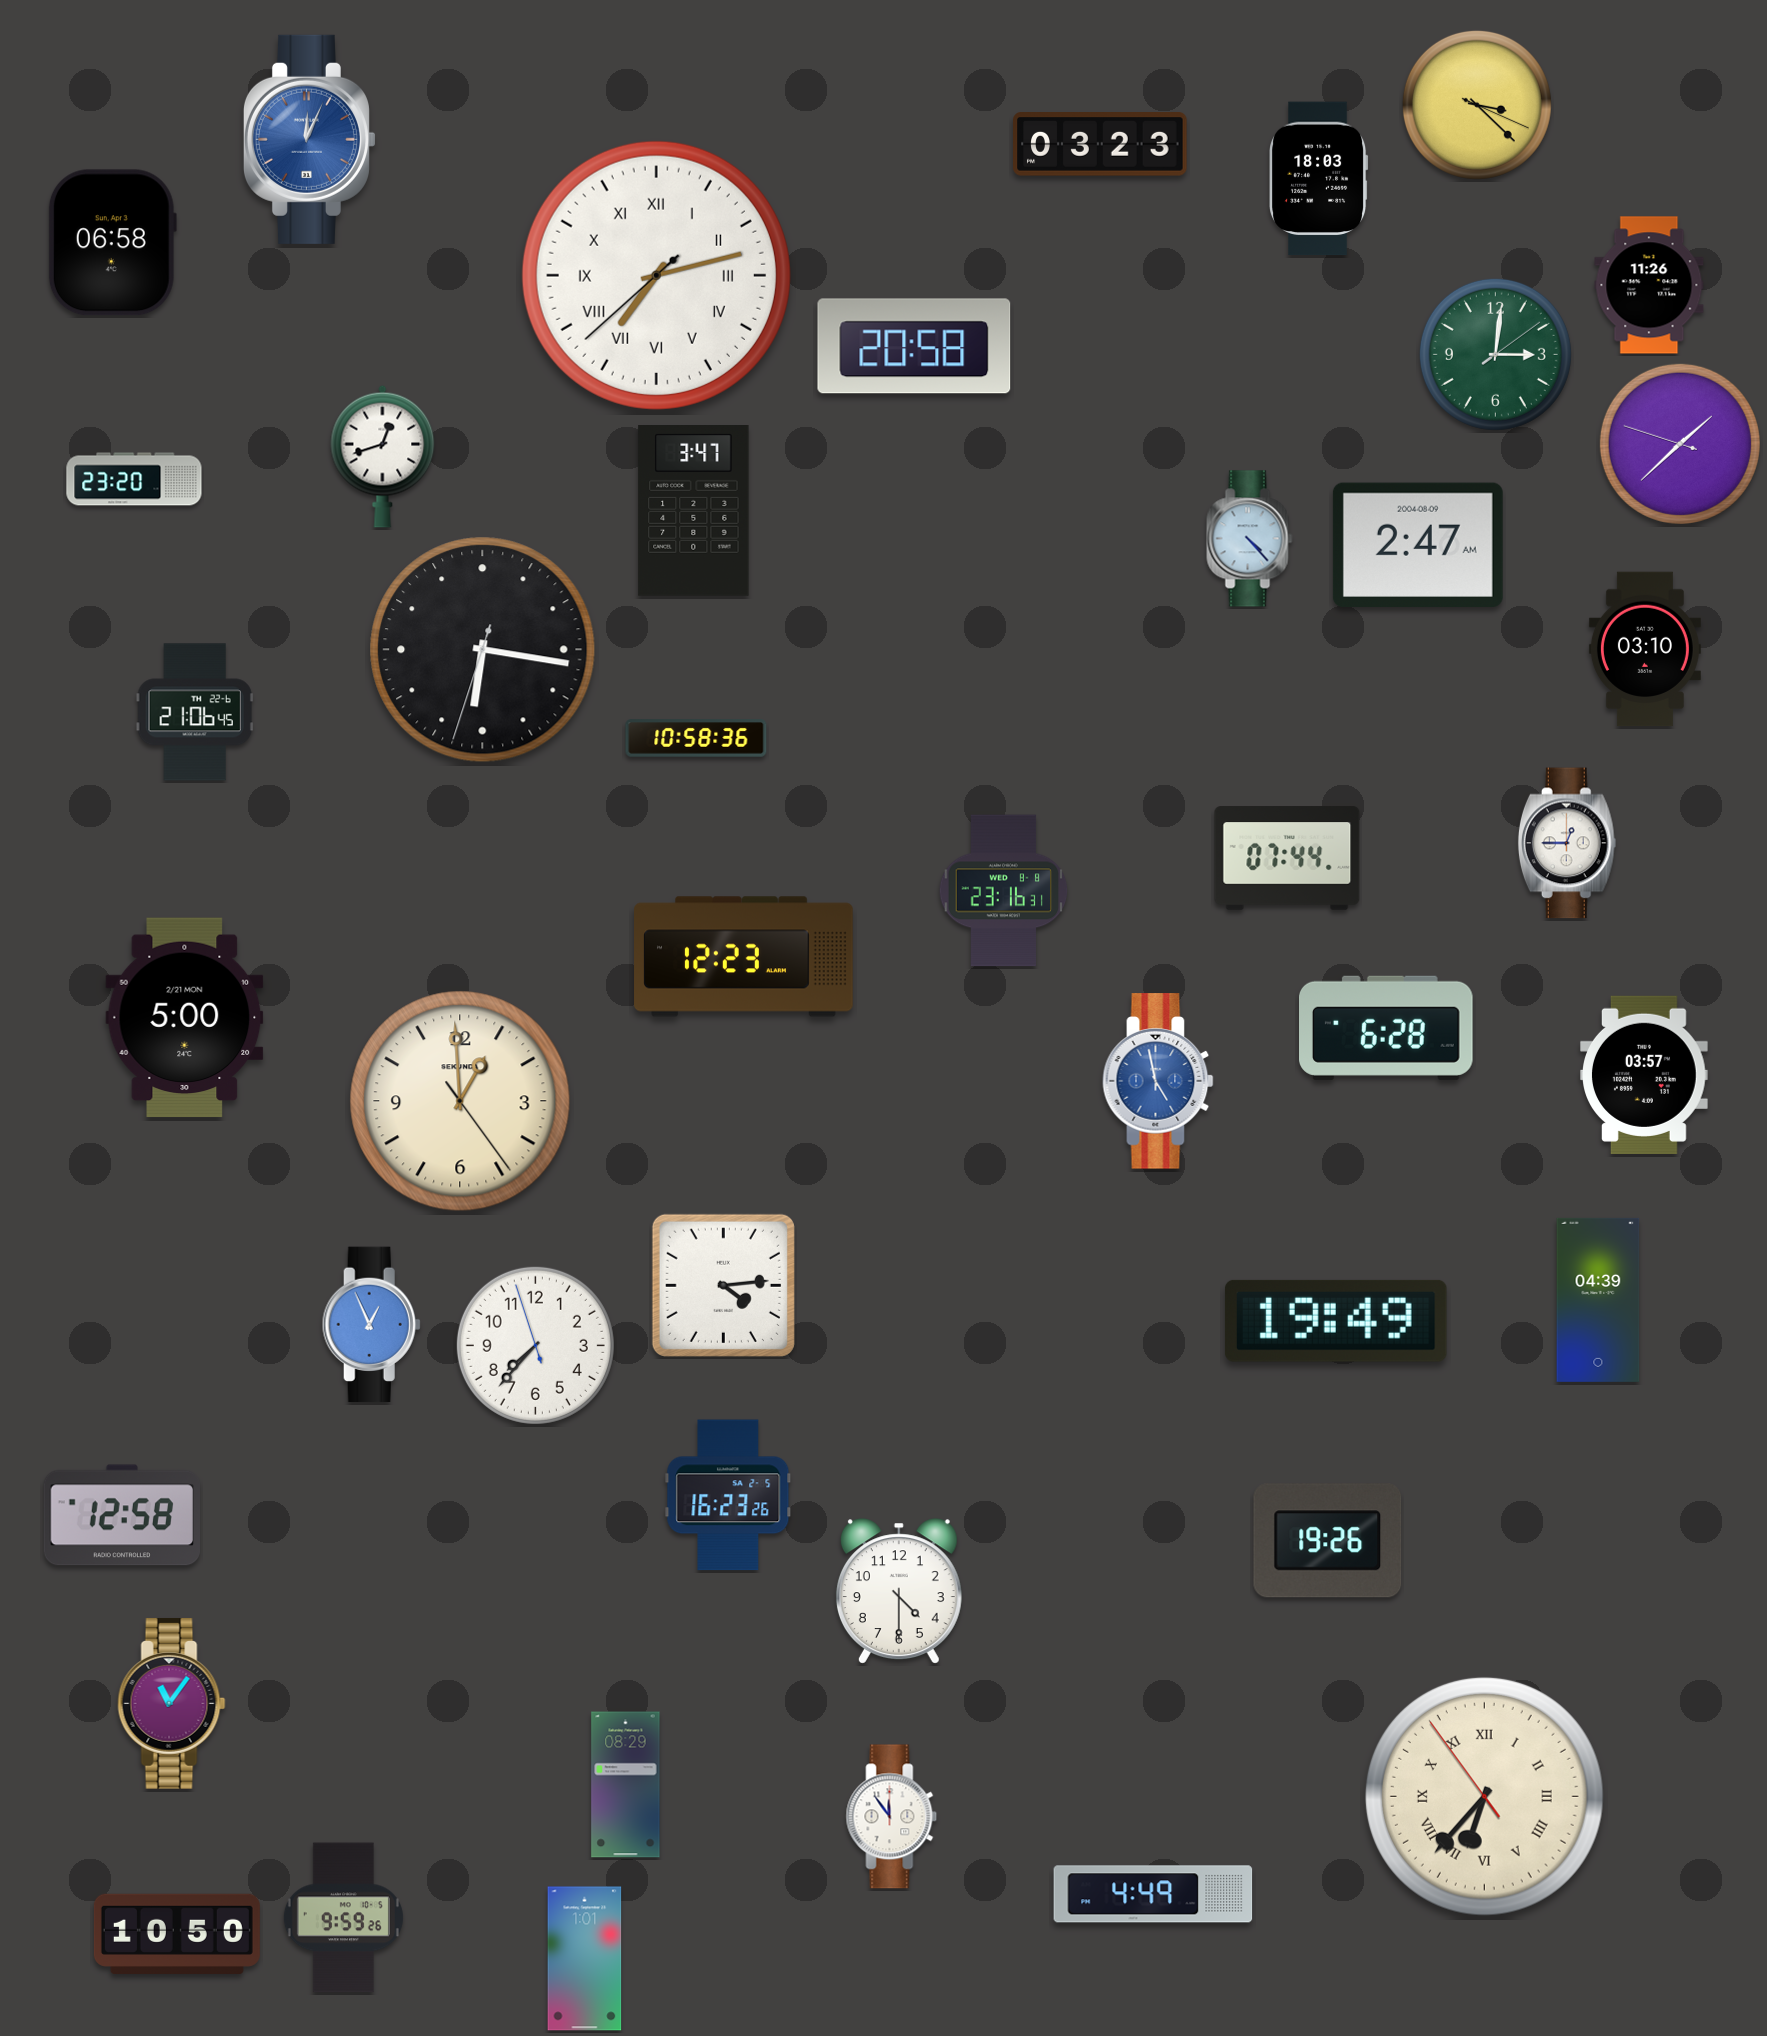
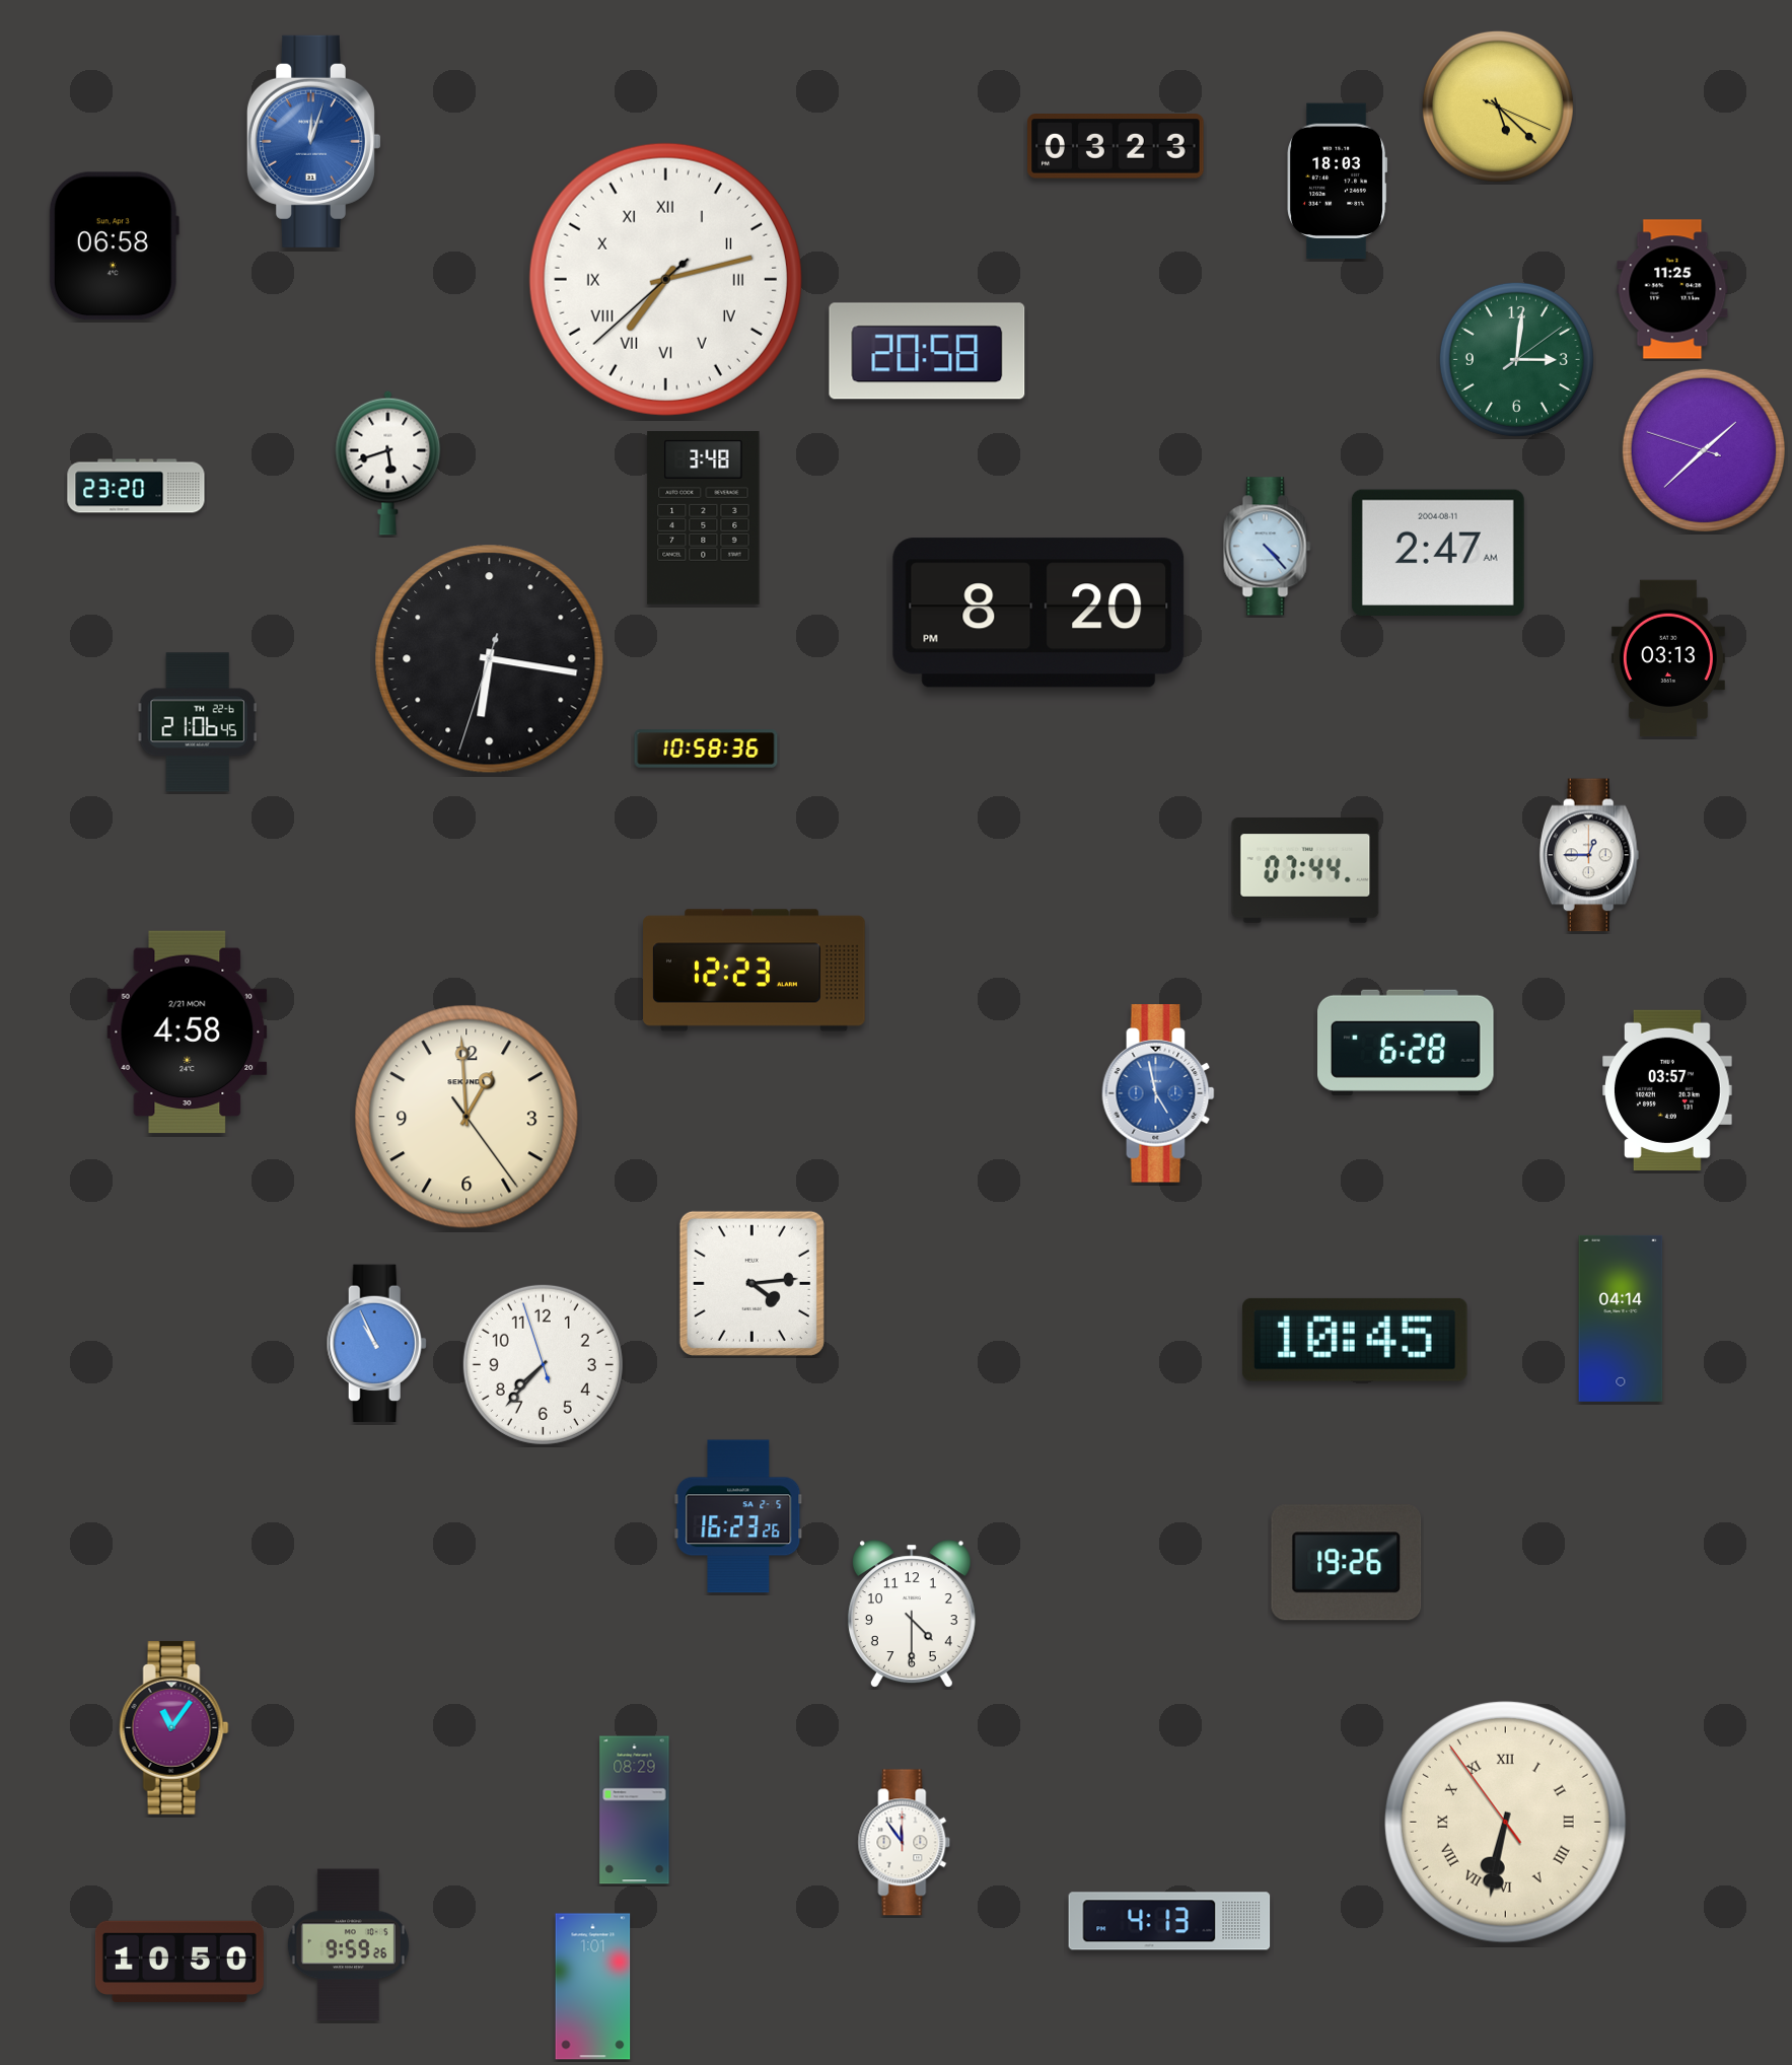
clock at (1477, 105): 3:22 -> 5:22
clock at (309, 139): 12:04 -> 12:03
clock at (1649, 285): 11:26 -> 11:25
clock at (383, 456): 12:42 -> 5:42
clock at (694, 511): 3:47 -> 3:48
clock at (1418, 544) date: 2004-08-09 -> 2004-08-11
clock at (1038, 613): none -> 8:20
clock at (1645, 649): 03:10 -> 03:13
clock at (1004, 891): 23:16 -> none
clock at (185, 1018): 5:00 -> 4:58
clock at (1158, 1081) position: (1158, 1081) -> (1158, 1093)
clock at (723, 1285) position: (723, 1285) -> (751, 1283)
clock at (1598, 1300): 04:39 -> 04:14
clock at (1336, 1321): 19:49 -> 10:45
clock at (371, 1325): 12:56 -> 10:56
clock at (121, 1515): 12:58 -> none
clock at (1484, 1796): 6:36 -> 6:31
clock at (1153, 1894): 4:49 -> 4:13
